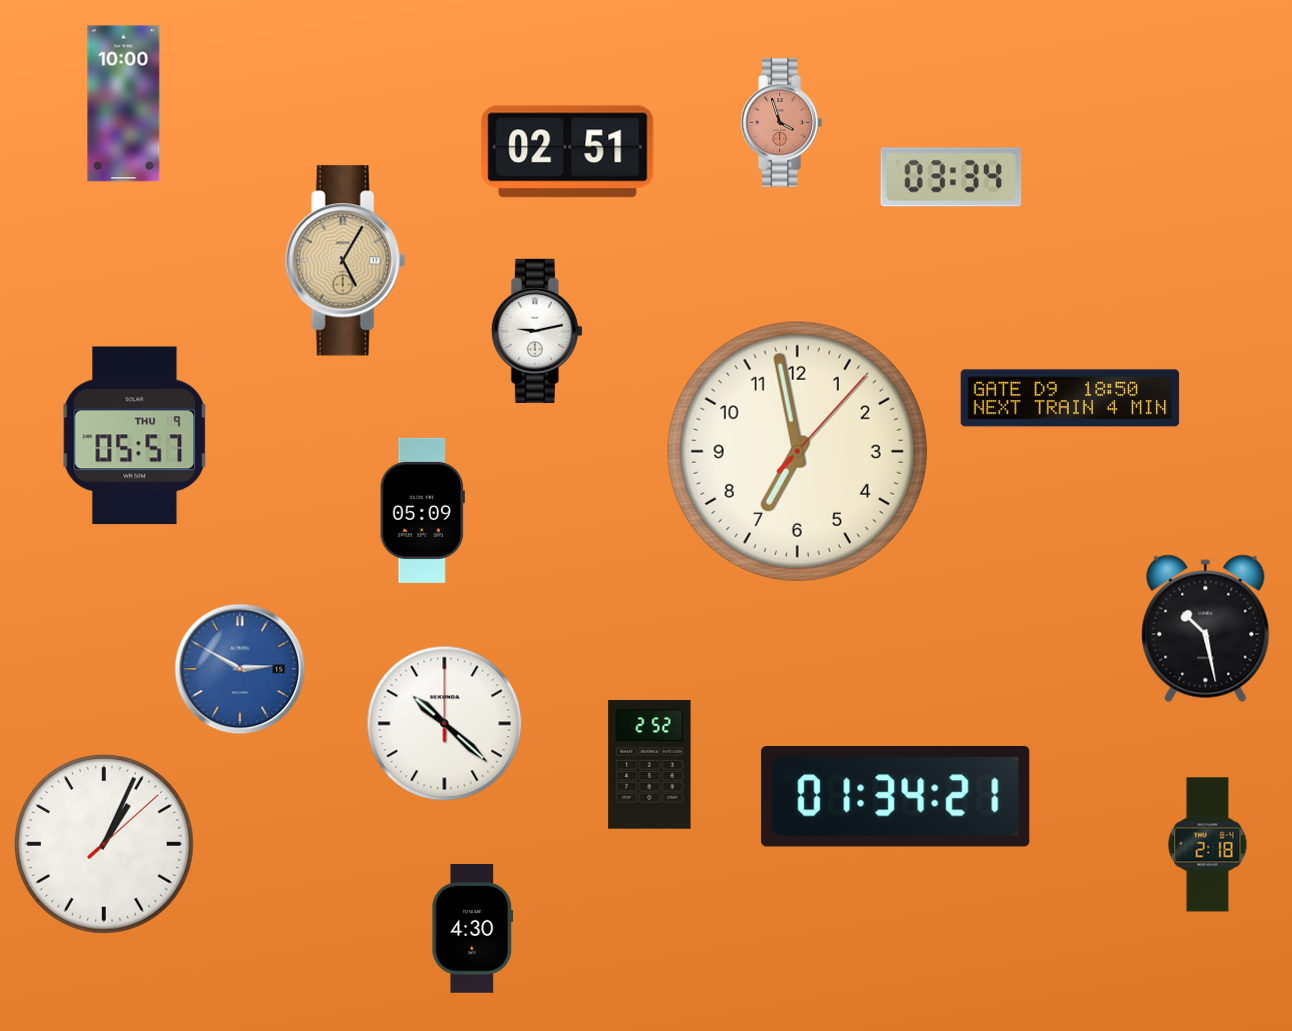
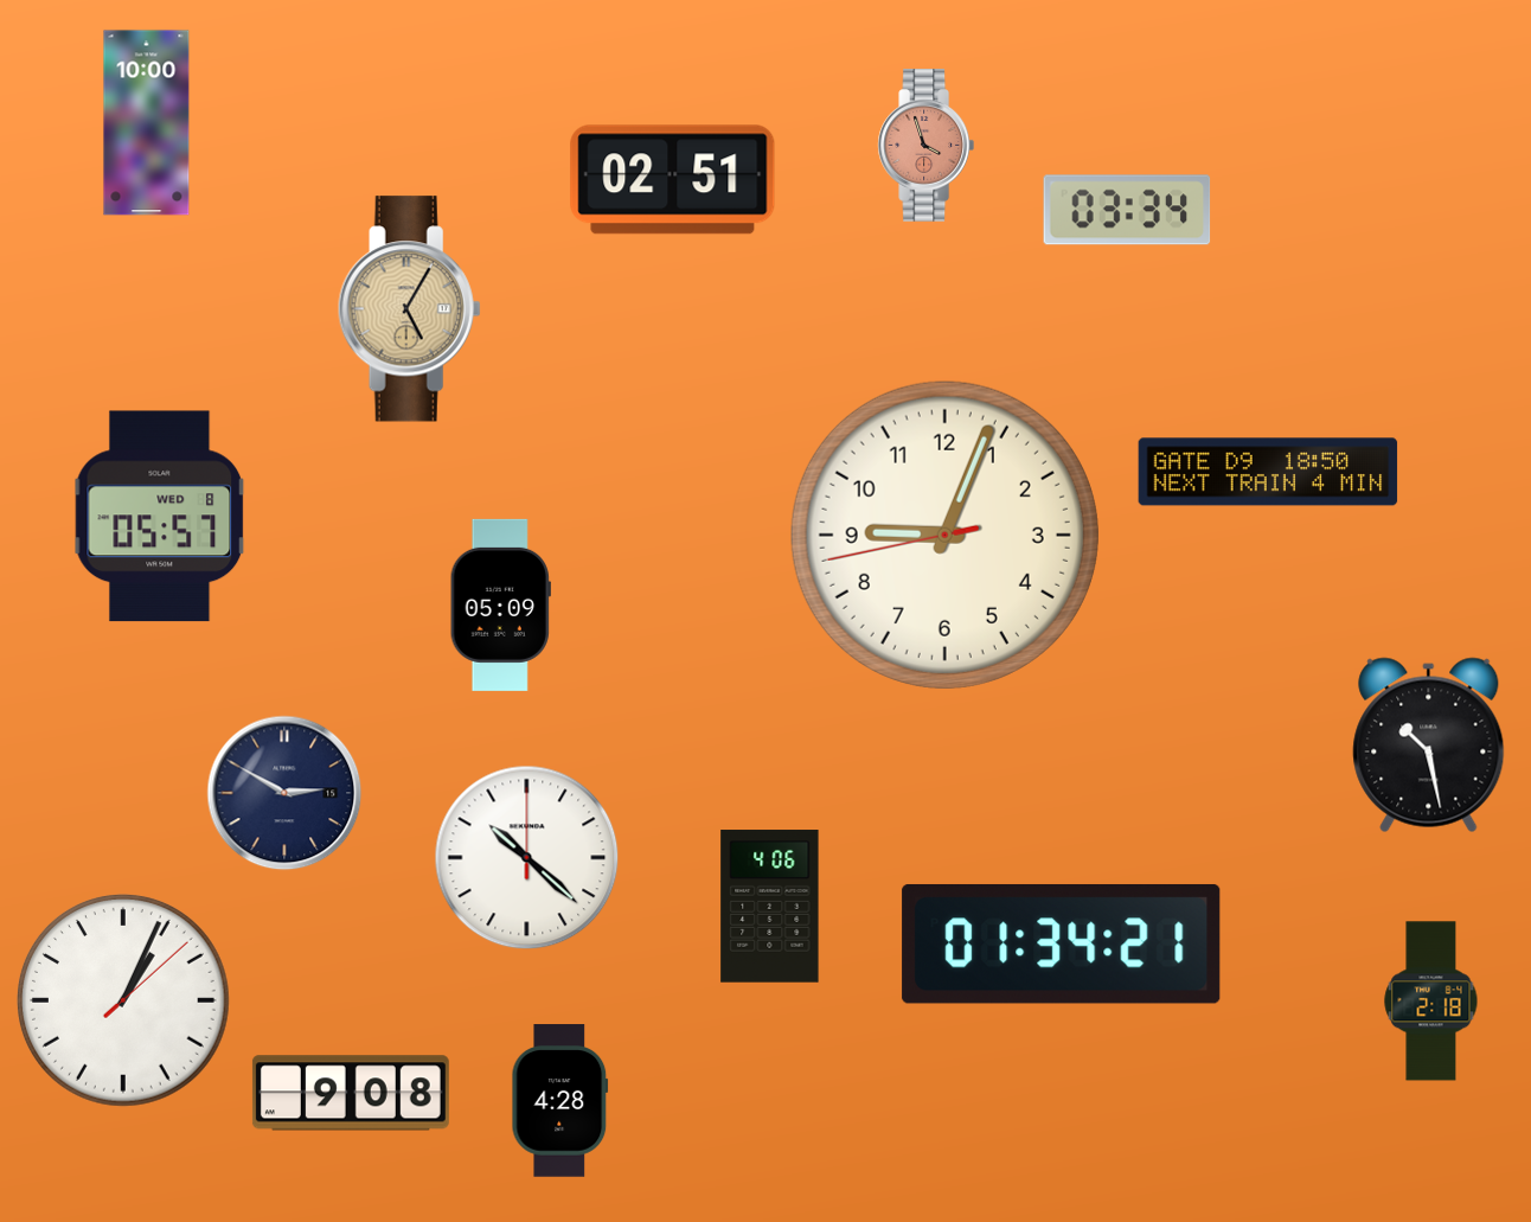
clock at (537, 331): 9:13 -> none
clock at (135, 436) date: THU 9 -> WED 8
clock at (797, 451): 6:58 -> 9:03
clock at (240, 669) dial: blue -> navy
clock at (650, 765): 2:52 -> 4:06
clock at (351, 1093): none -> 9:08
clock at (473, 929): 4:30 -> 4:28
